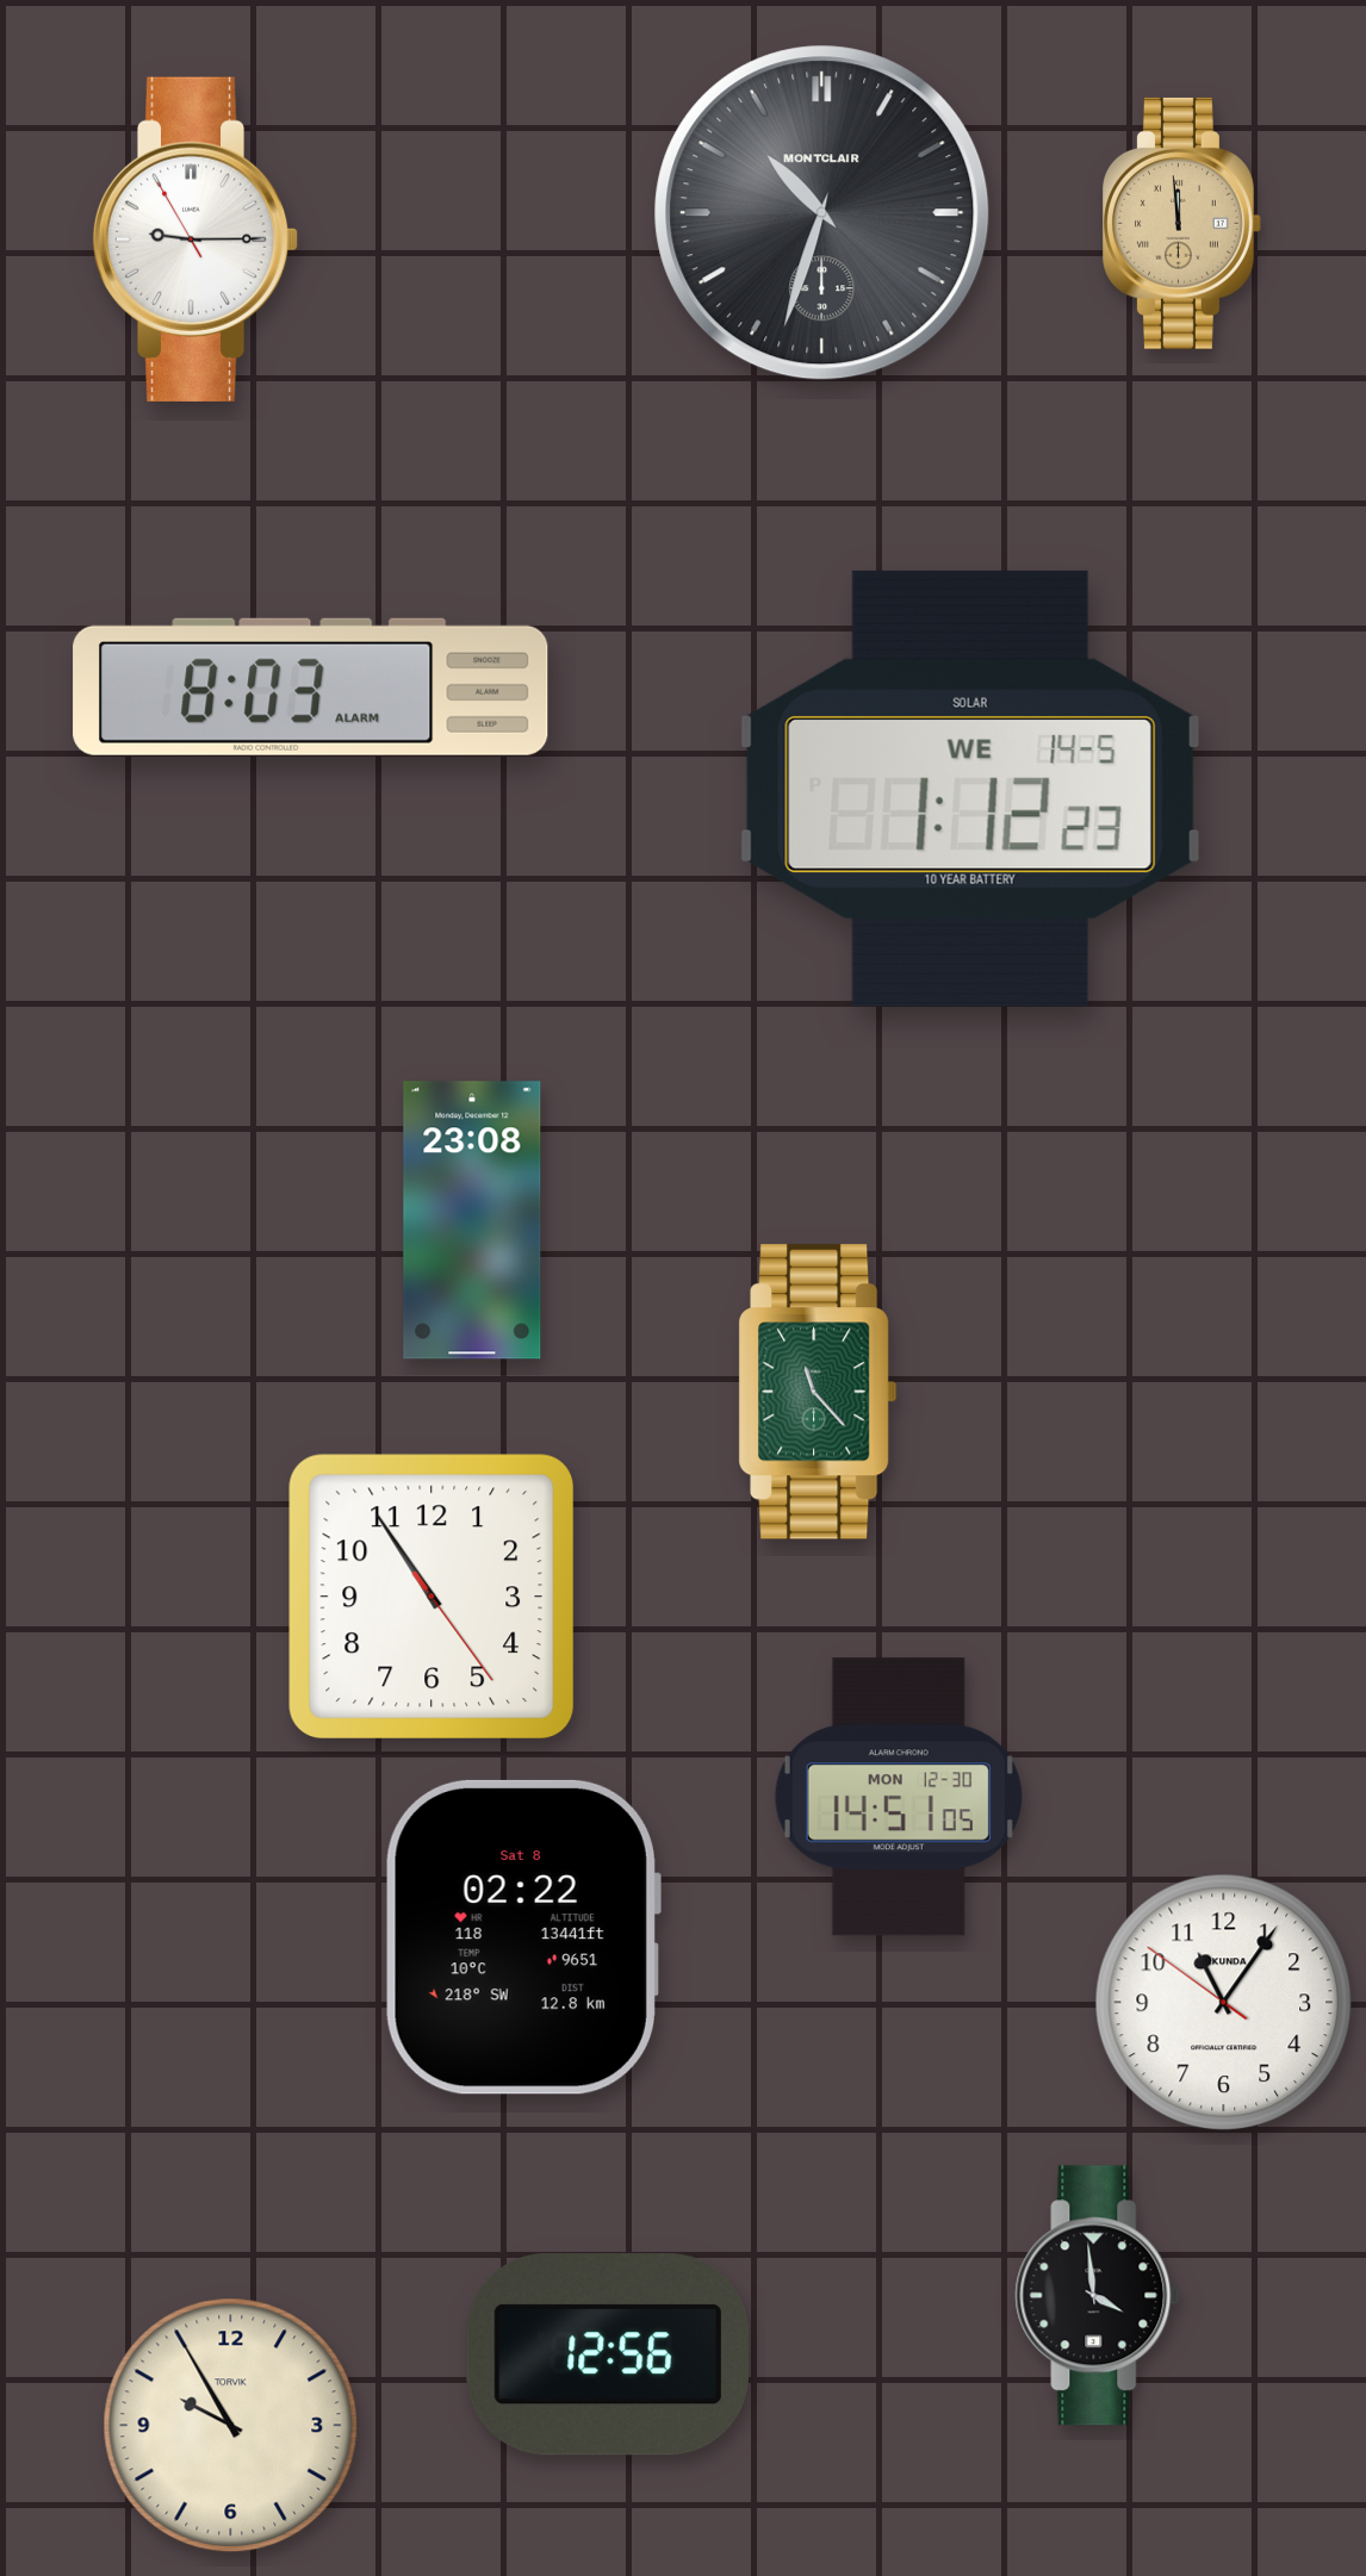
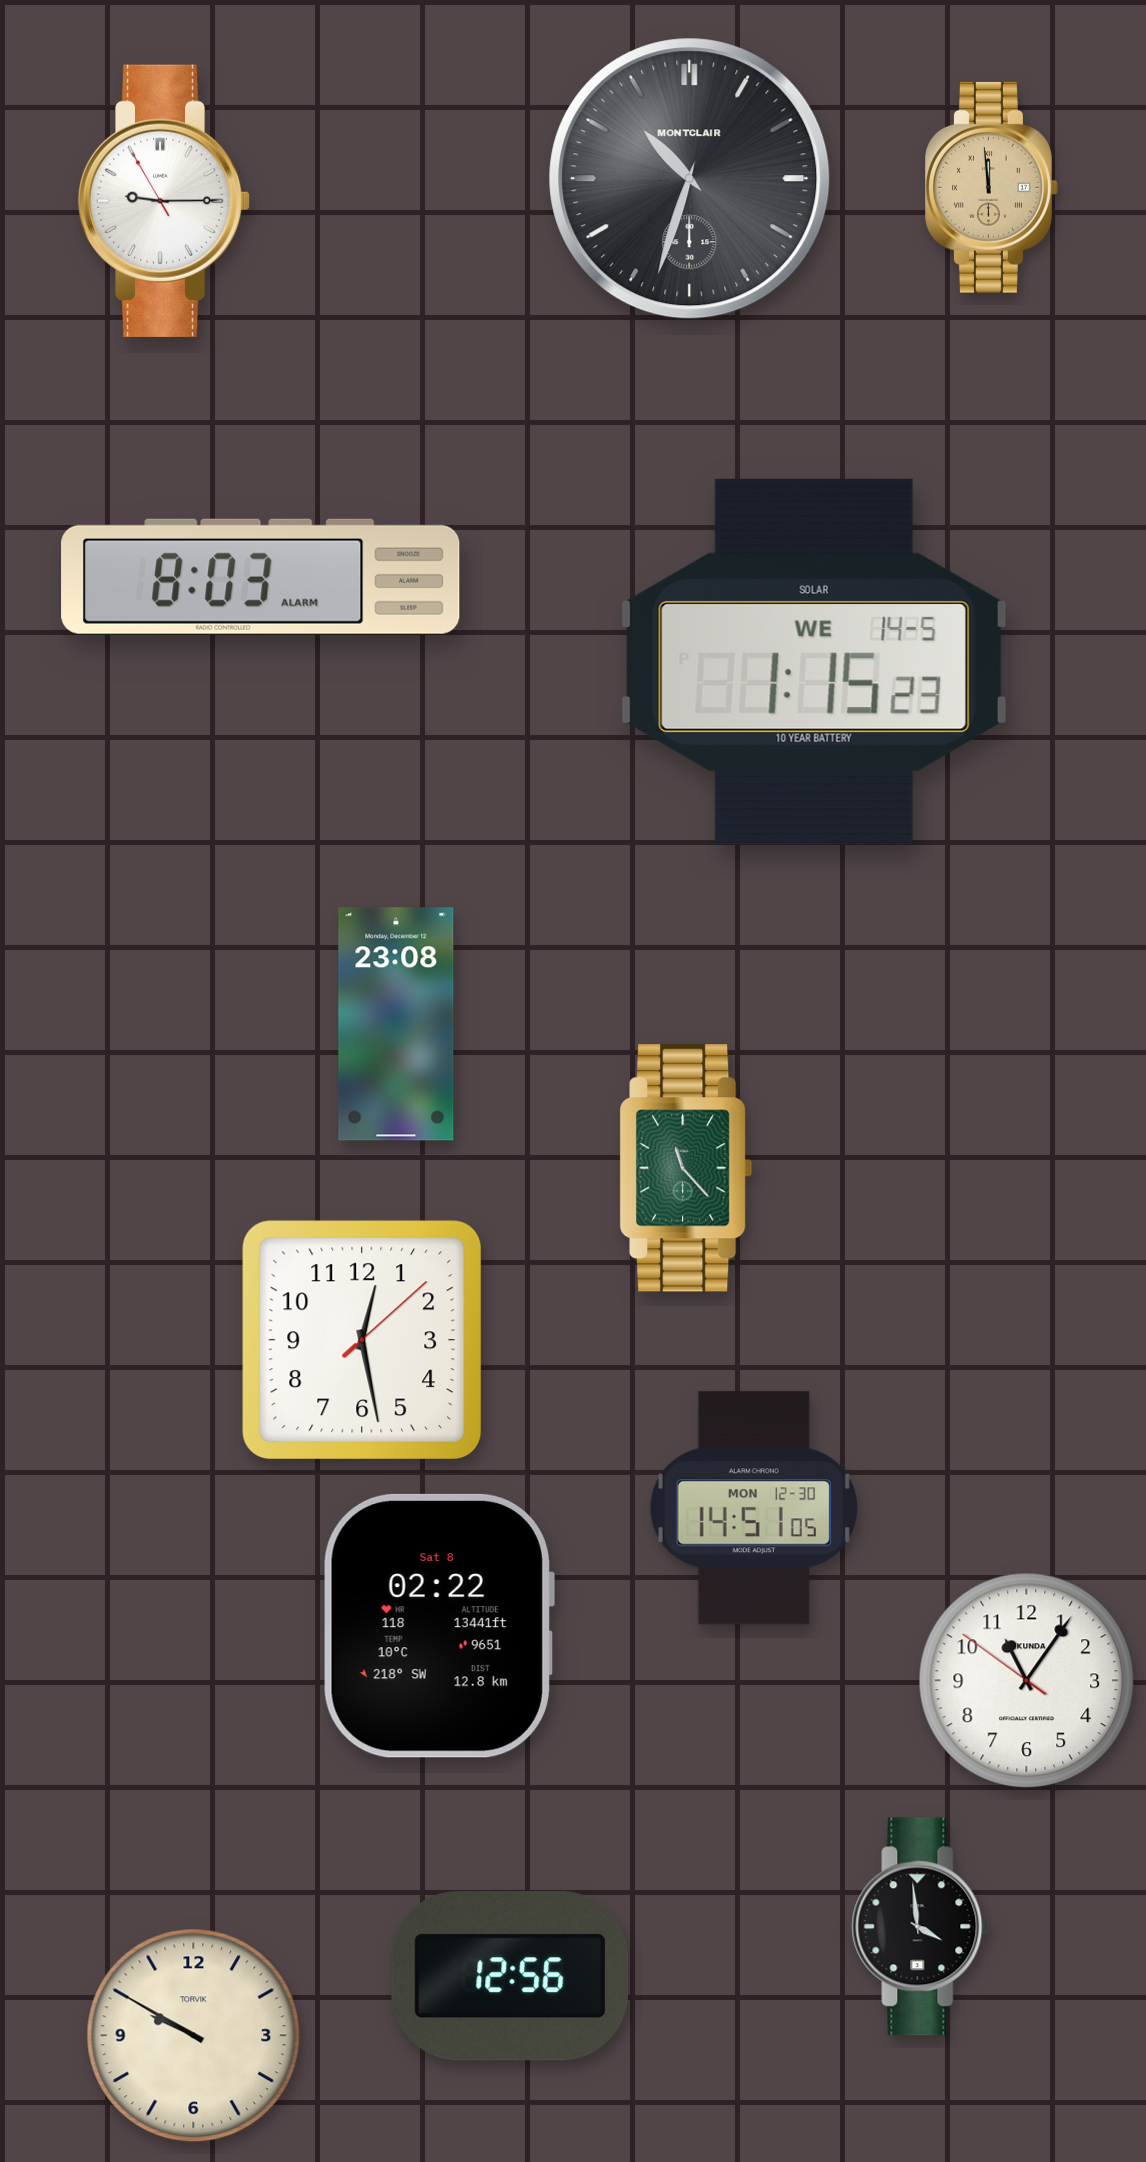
clock at (970, 789): 1:12 -> 1:15
clock at (431, 1597): 10:54 -> 12:28
clock at (231, 2426): 9:55 -> 9:50
